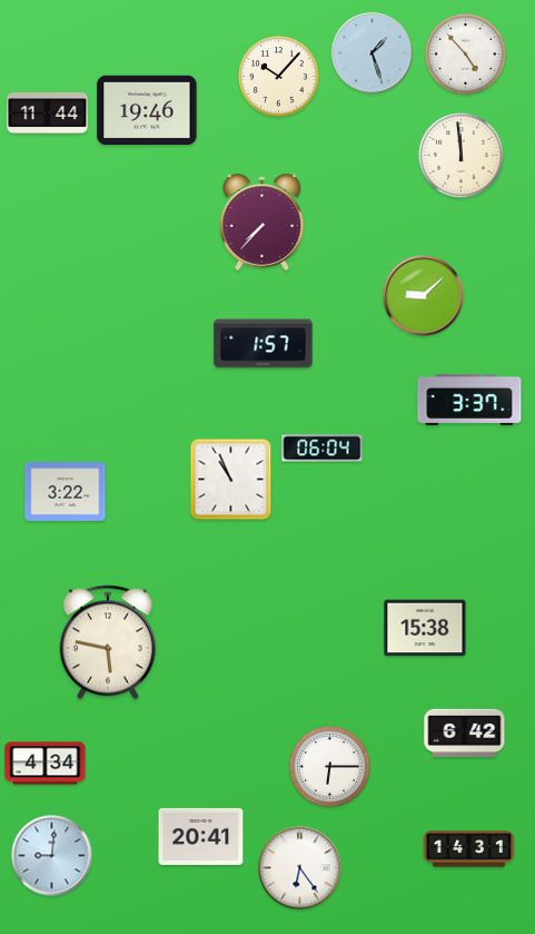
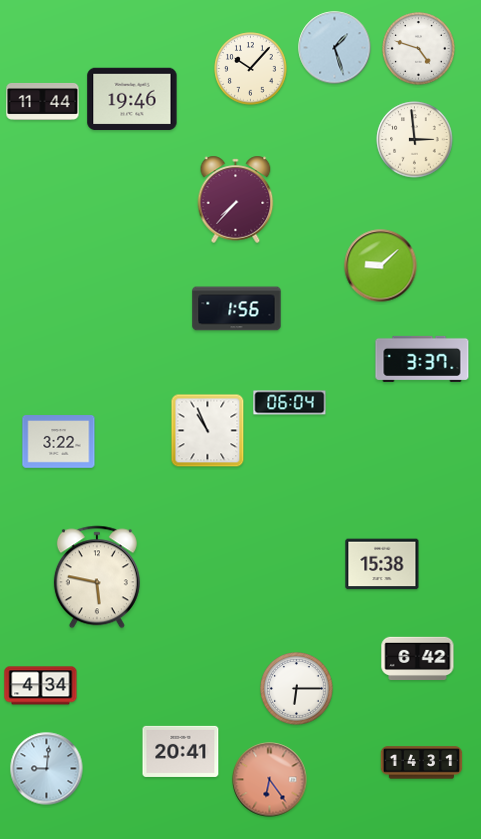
clock at (466, 55): 4:53 -> 4:48
clock at (462, 156): 11:59 -> 2:59
clock at (264, 344): 1:57 -> 1:56
clock at (300, 868) dial: white -> salmon
